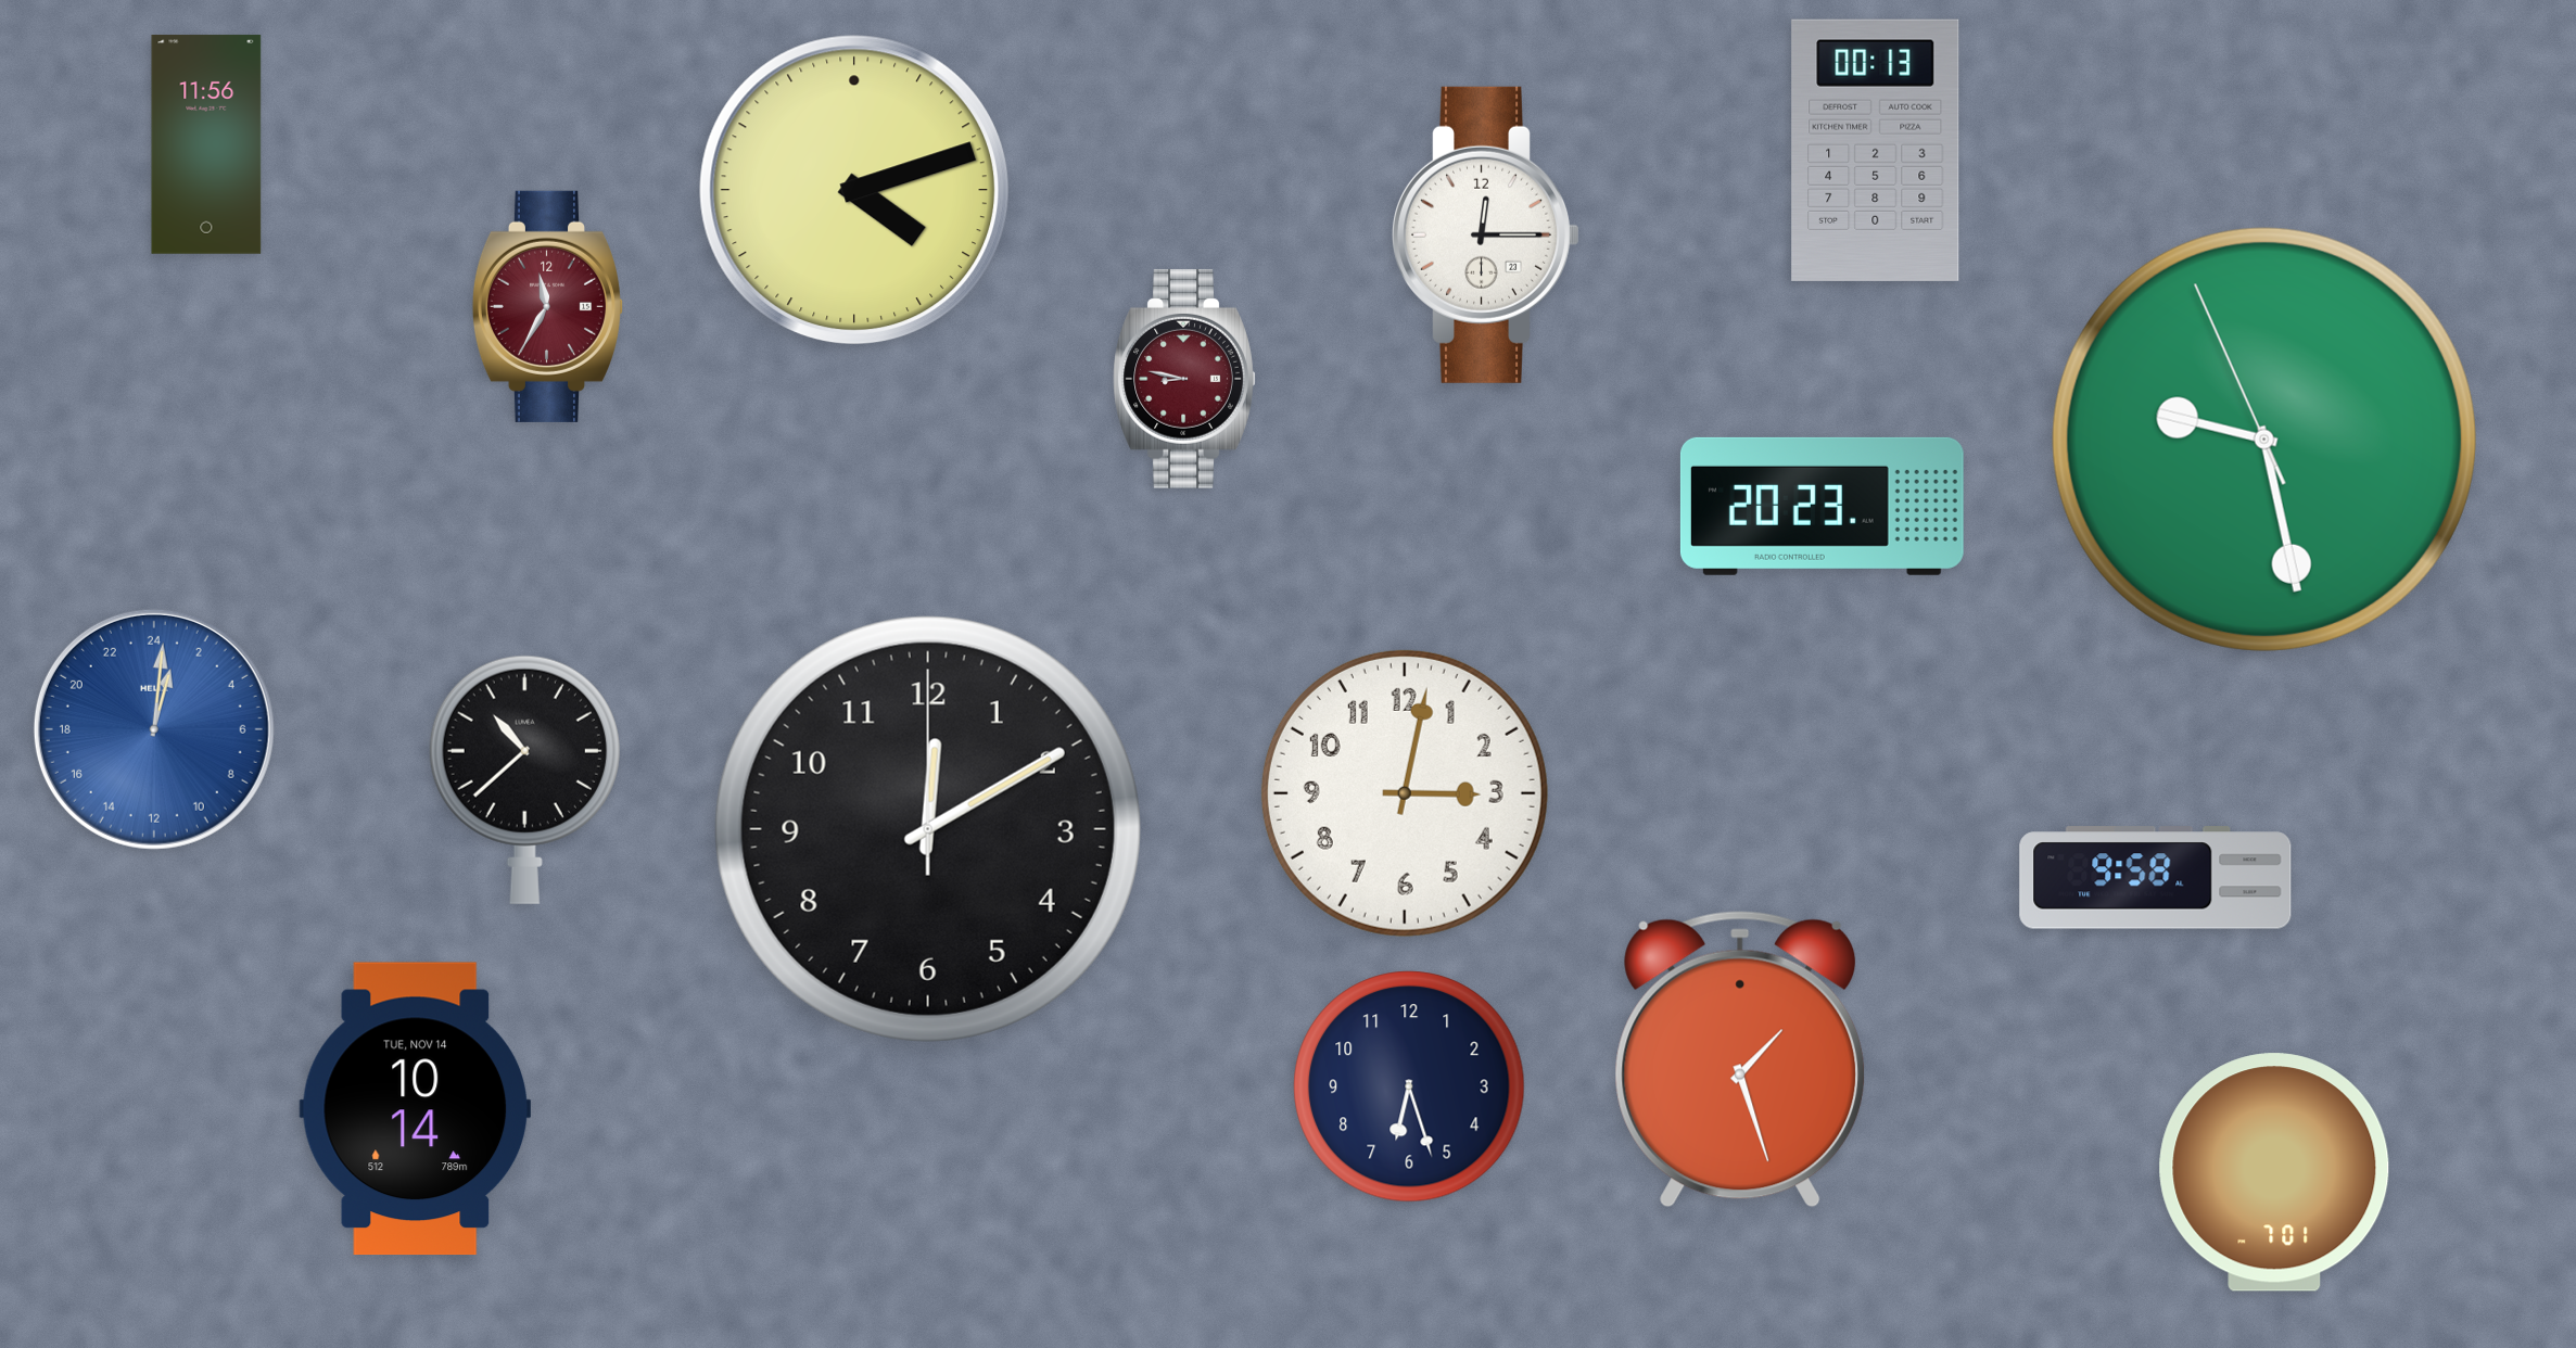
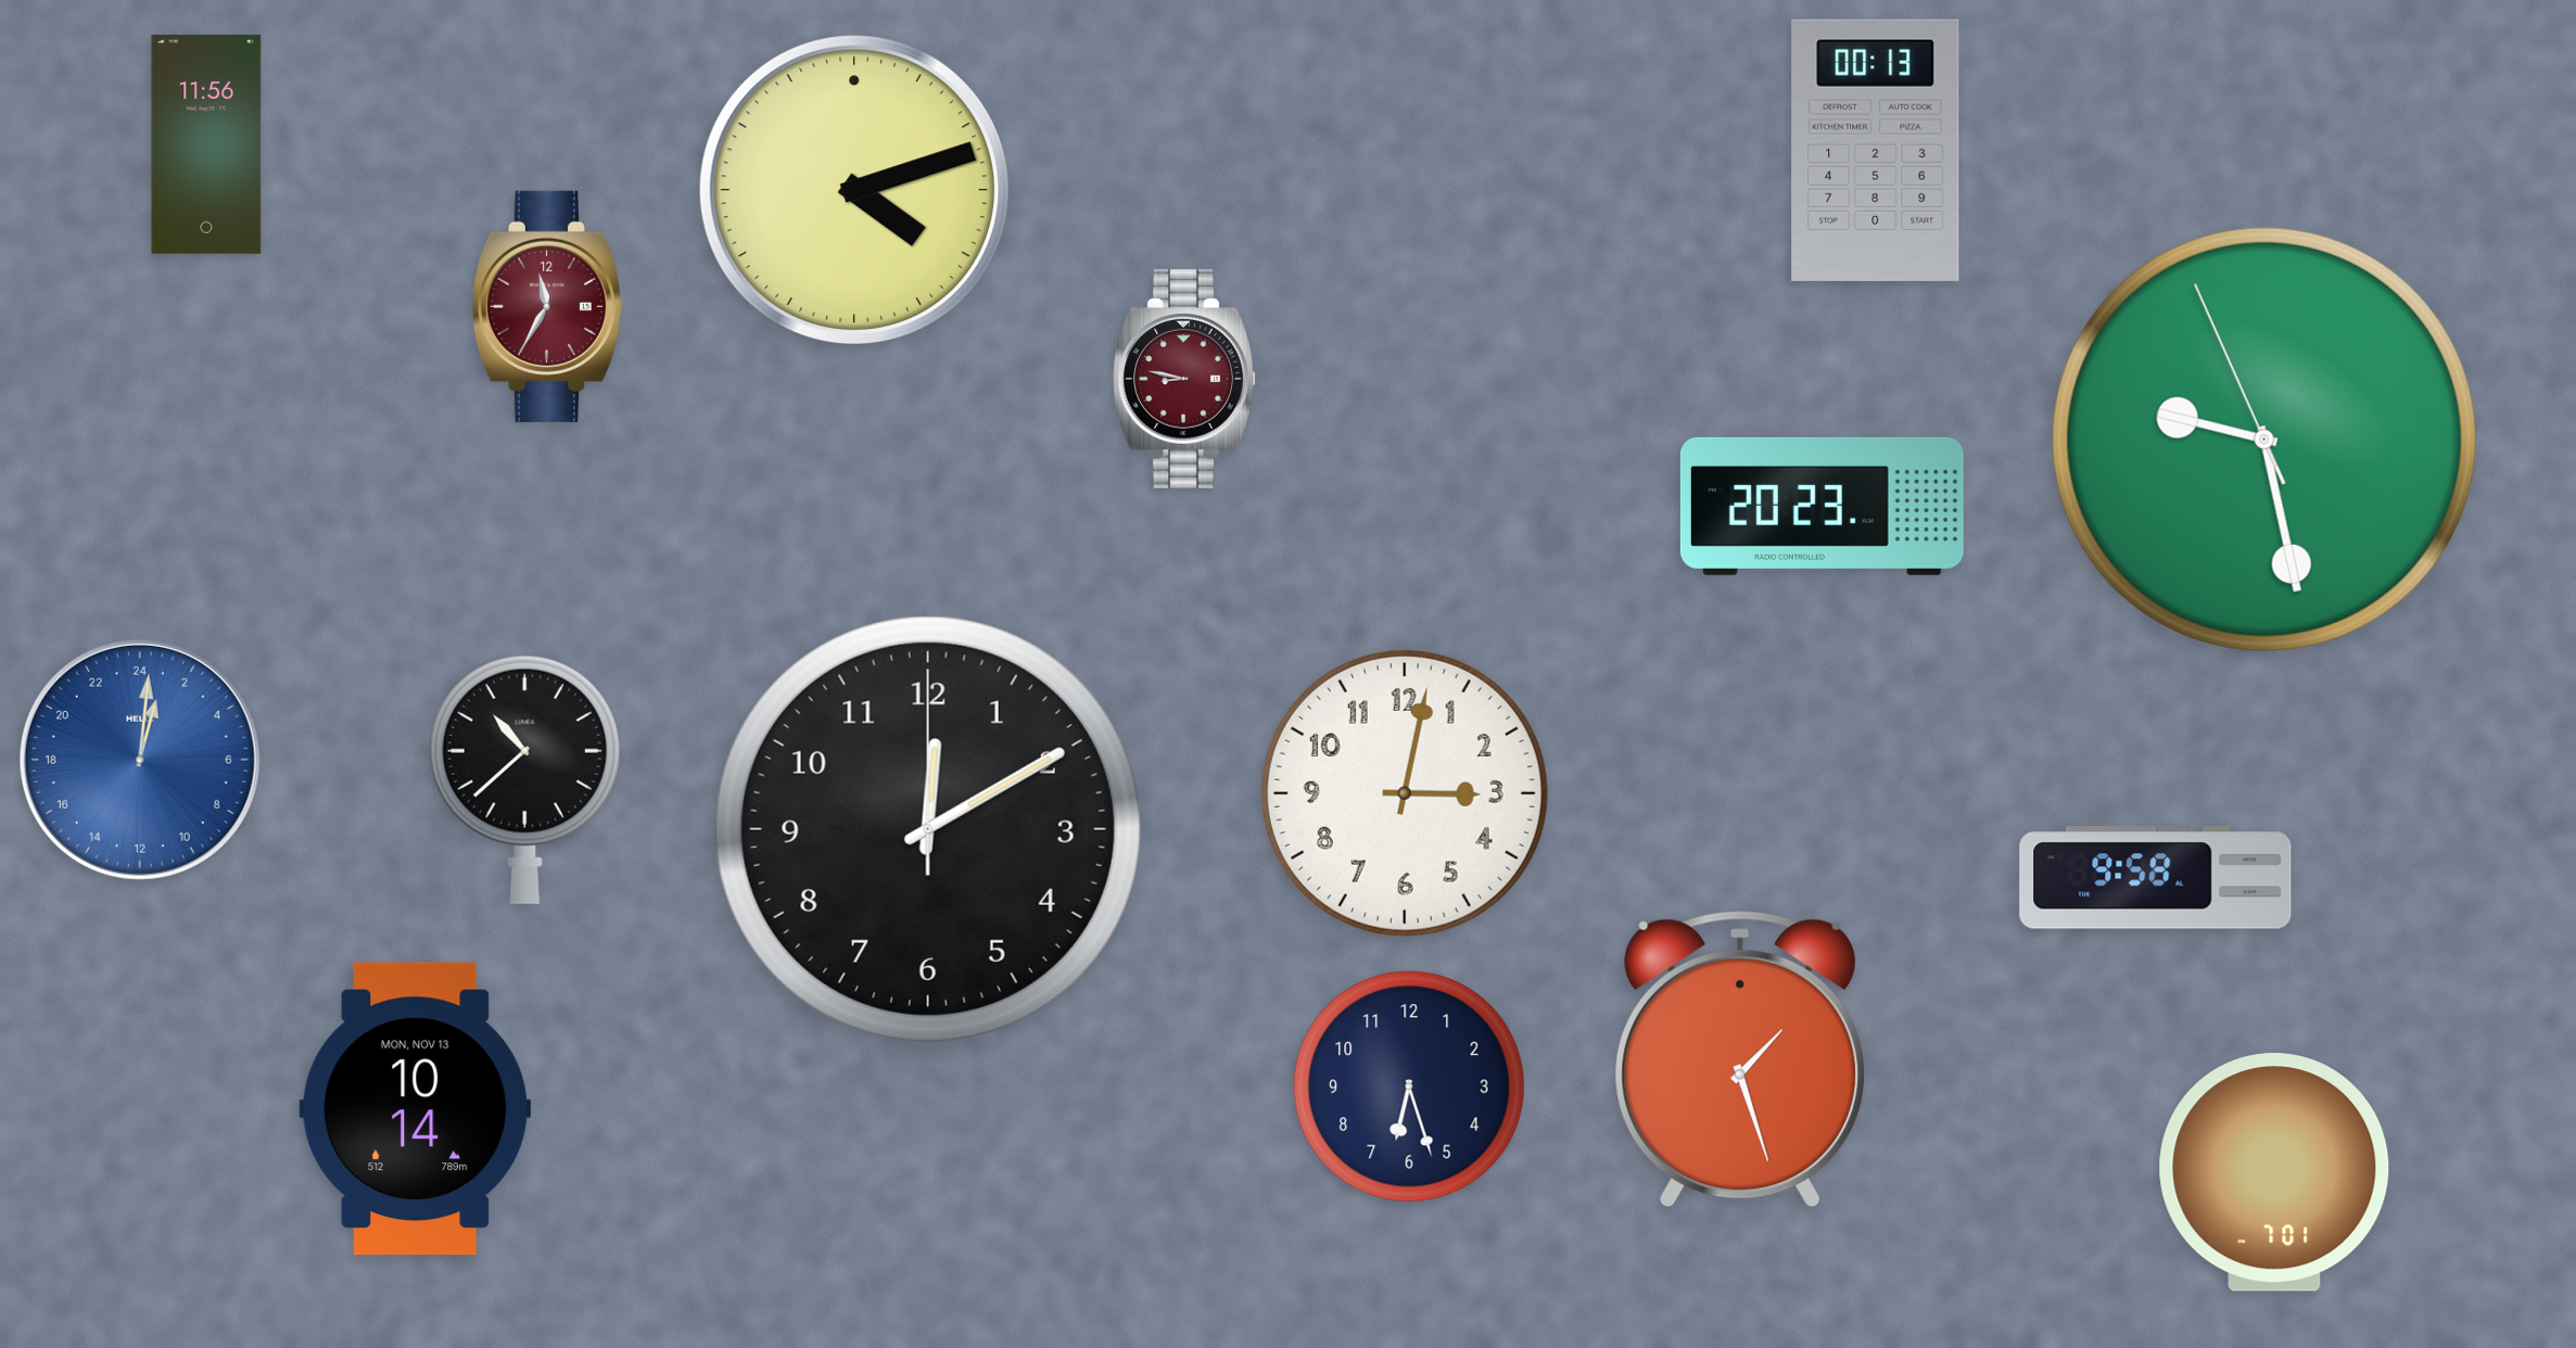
clock at (1486, 234): 12:15 -> none
clock at (154, 729) position: (154, 729) -> (140, 760)
clock at (416, 1109) date: TUE, NOV 14 -> MON, NOV 13
